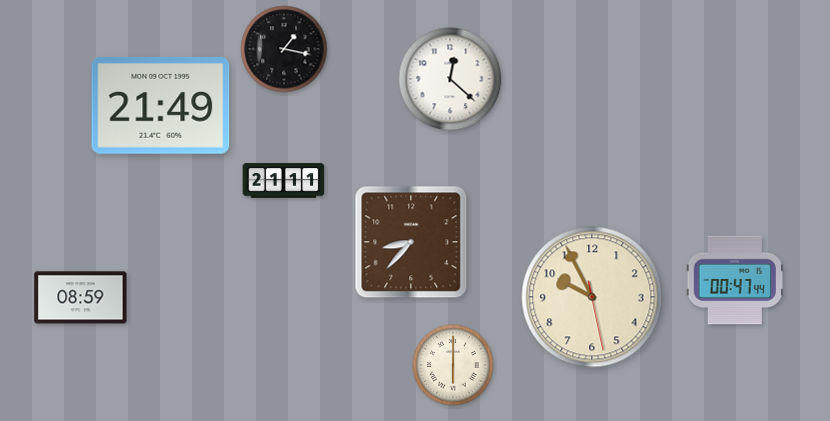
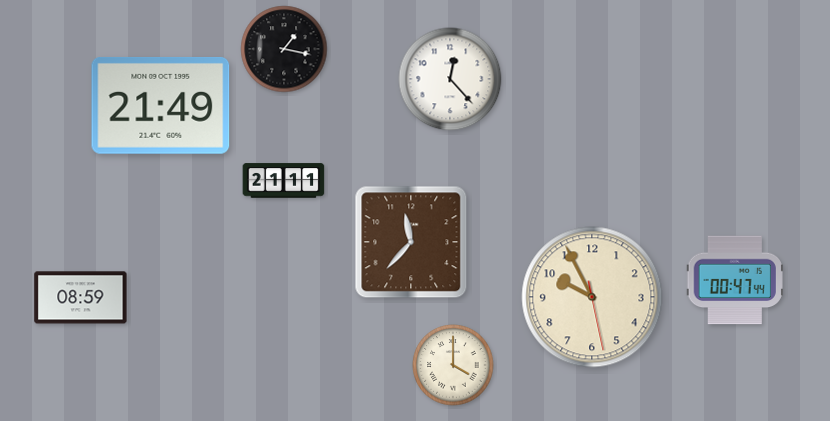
clock at (450, 79): 12:22 -> 12:23
clock at (411, 242): 8:37 -> 11:37
clock at (453, 365): 6:00 -> 4:00
